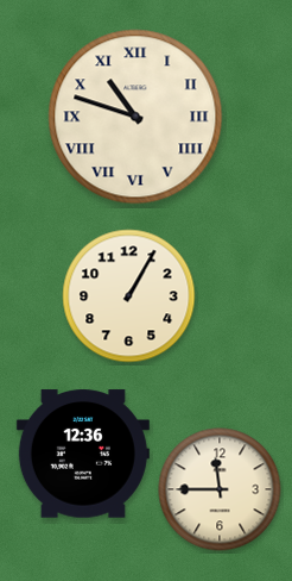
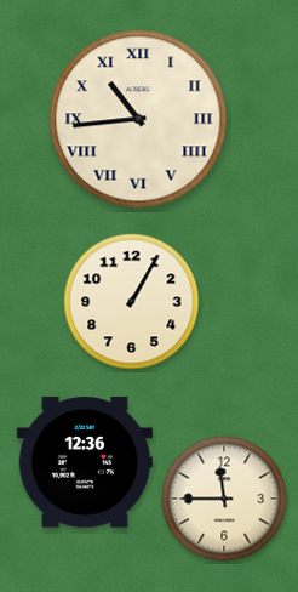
clock at (135, 117): 10:48 -> 10:44
